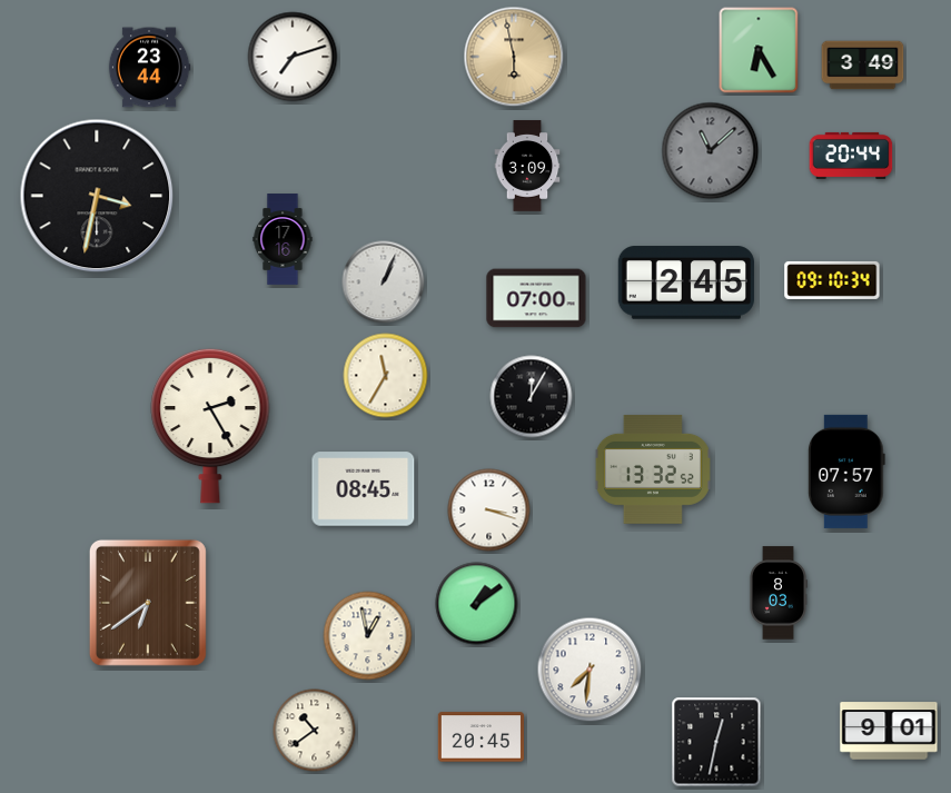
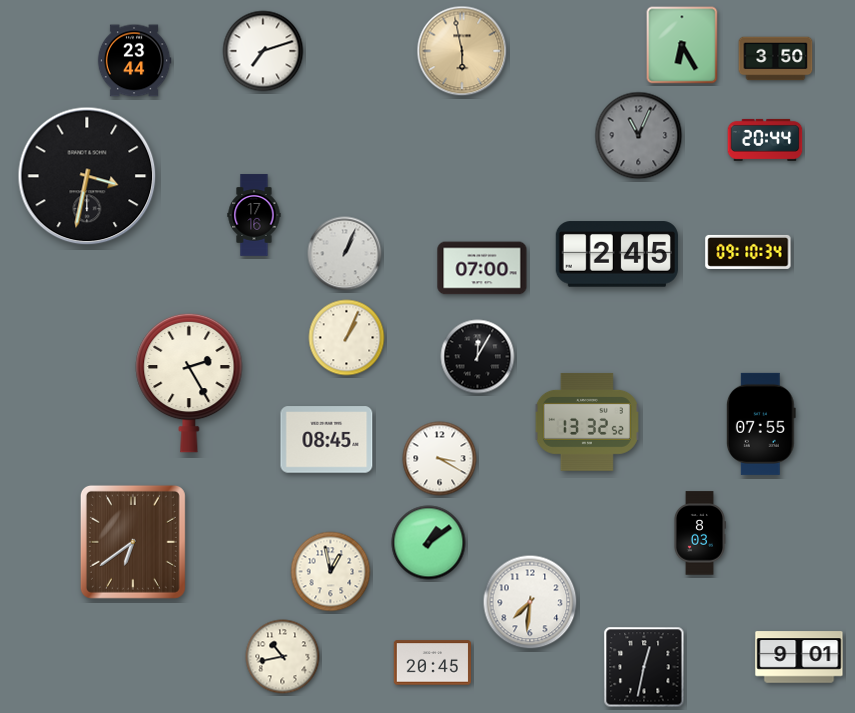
clock at (863, 66): 3:49 -> 3:50
clock at (711, 151): 11:08 -> 11:04
clock at (527, 166): 3:09 -> none
clock at (386, 376): 11:35 -> 1:04
clock at (846, 472): 07:57 -> 07:55
clock at (489, 511): 3:18 -> 3:20
clock at (315, 731): 10:39 -> 10:43
